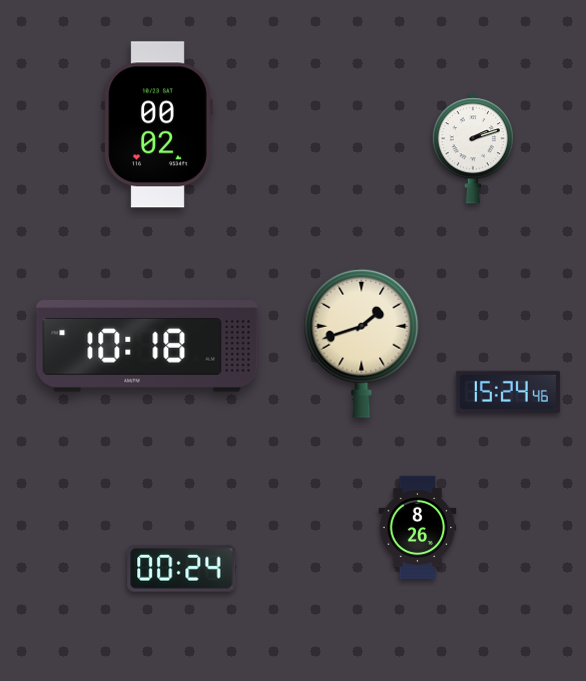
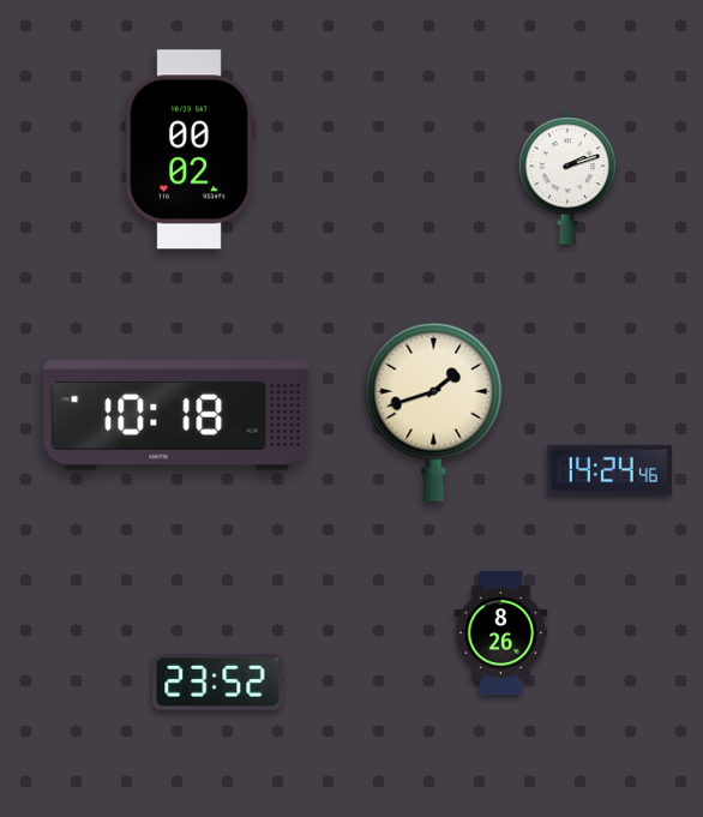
clock at (508, 391): 15:24 -> 14:24
clock at (182, 568): 00:24 -> 23:52
